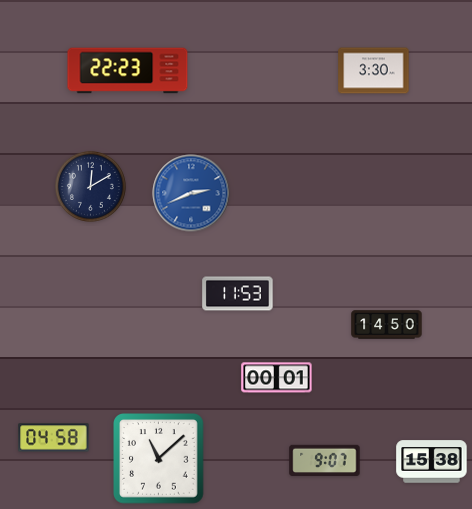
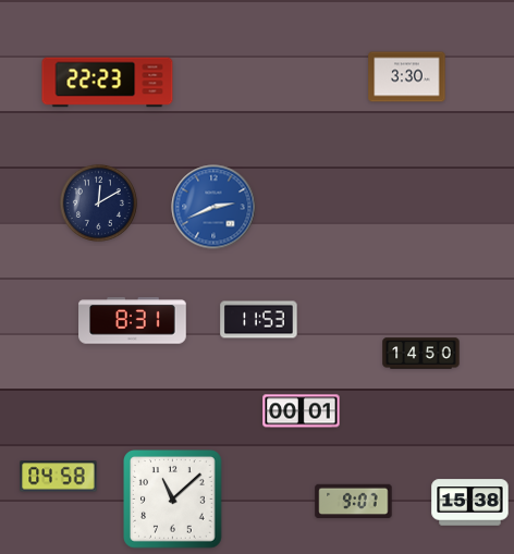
clock at (128, 71) position: (128, 71) -> (108, 83)
clock at (191, 193) position: (191, 193) -> (213, 207)
clock at (133, 321): none -> 8:31
